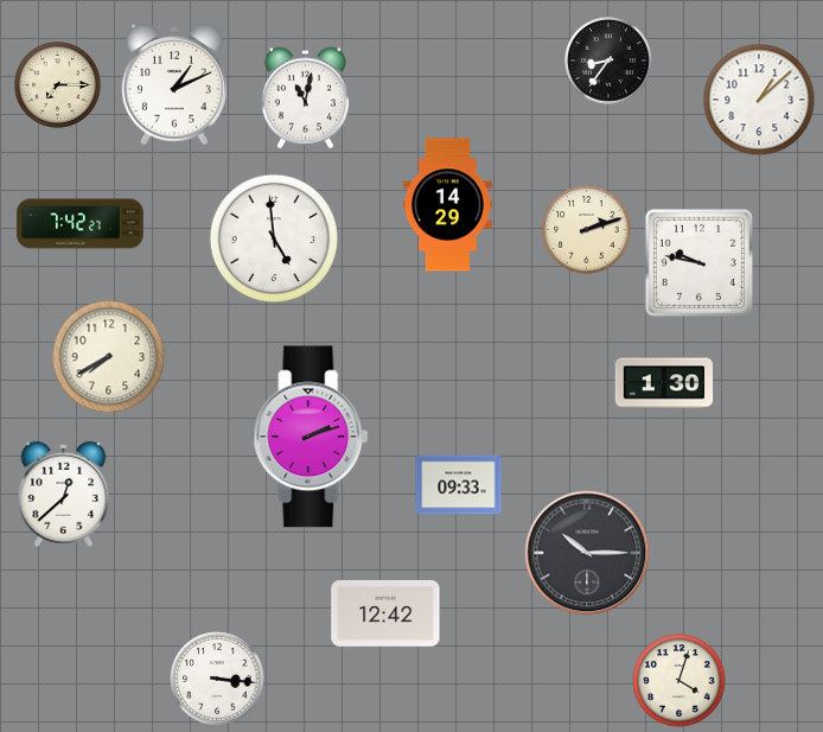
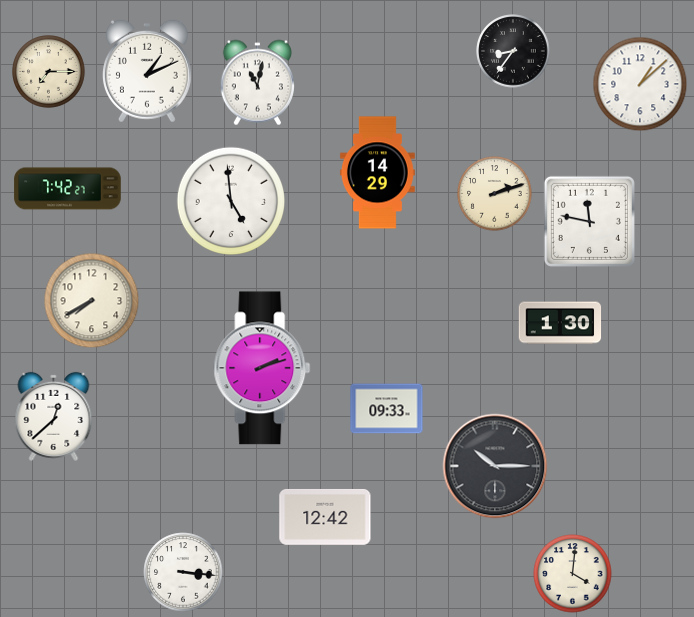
clock at (698, 262): 9:47 -> 11:47
clock at (680, 681): 4:03 -> 4:01
